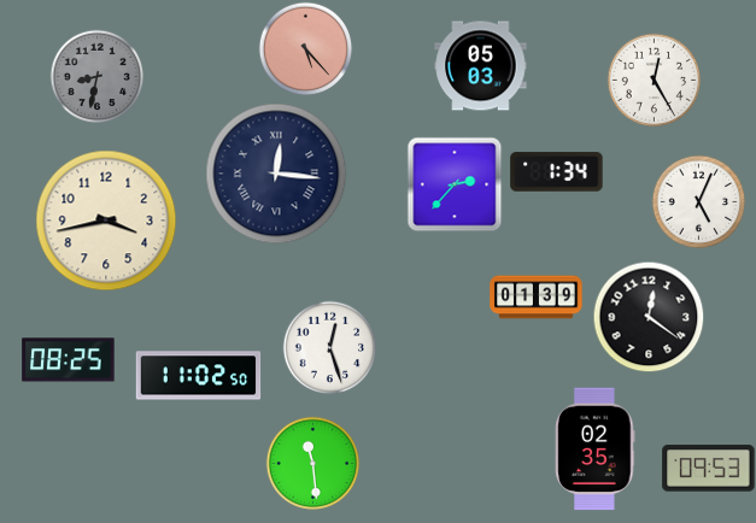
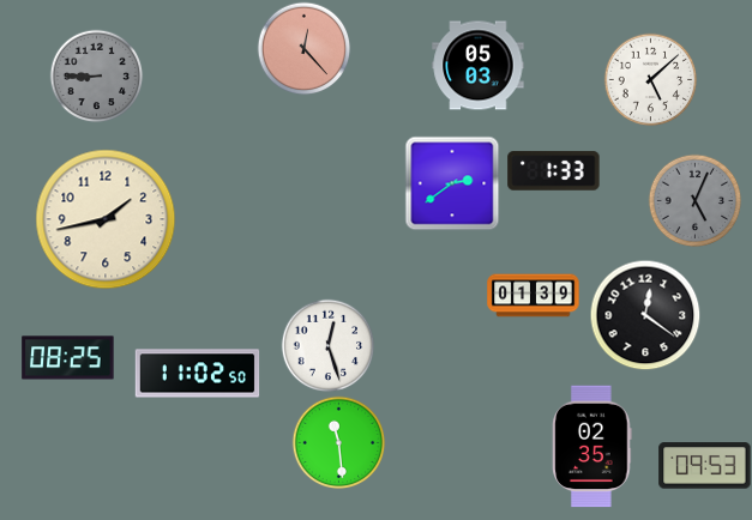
clock at (305, 48): 5:23 -> 12:23
clock at (96, 76): 8:32 -> 8:45
clock at (654, 80): 12:25 -> 5:08
clock at (557, 172): 1:34 -> 1:33
clock at (276, 174): 12:16 -> none
clock at (455, 184): 2:37 -> 2:39
clock at (698, 201) dial: white -> grey
clock at (106, 221): 3:43 -> 1:43
clock at (312, 463) position: (312, 463) -> (338, 442)
